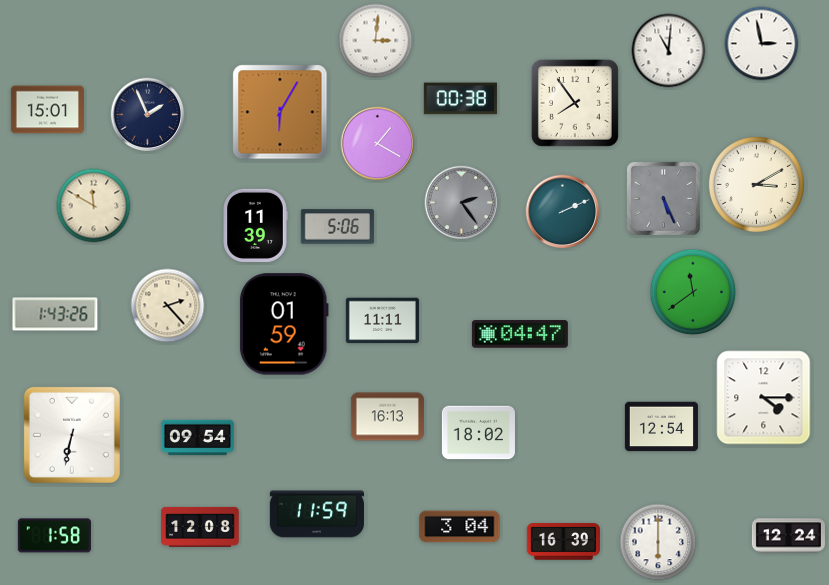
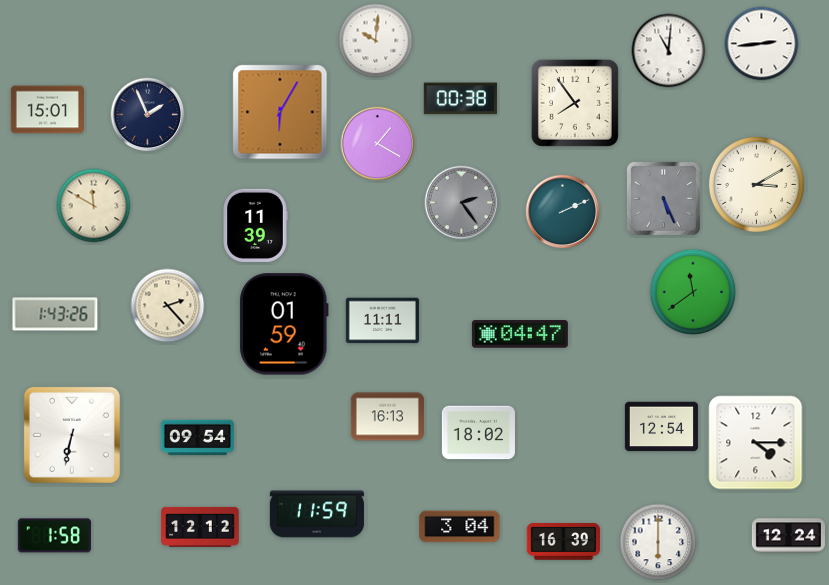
clock at (376, 41): 3:01 -> 10:01
clock at (762, 44): 2:58 -> 2:44
clock at (337, 227): 5:06 -> none
clock at (764, 398) position: (764, 398) -> (756, 443)
clock at (200, 527): 12:08 -> 12:12
